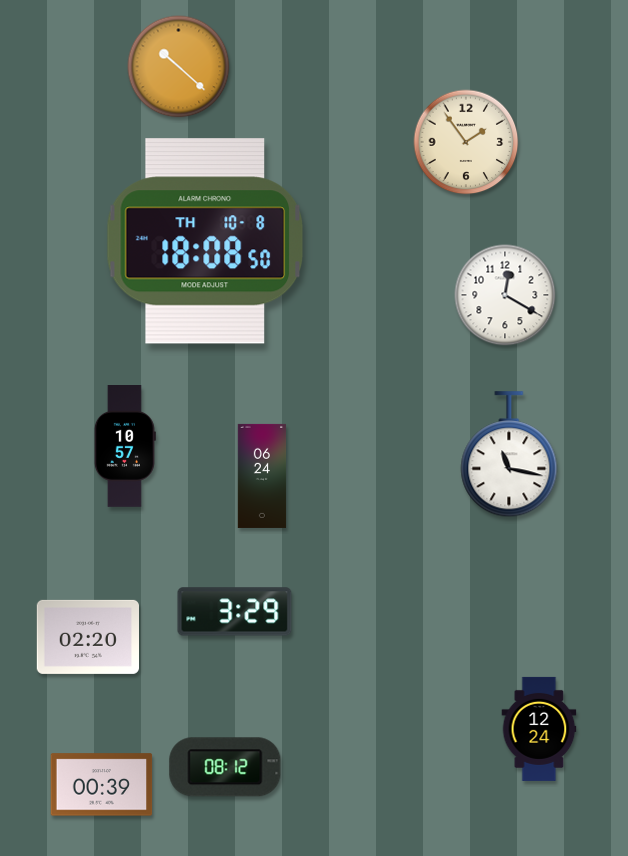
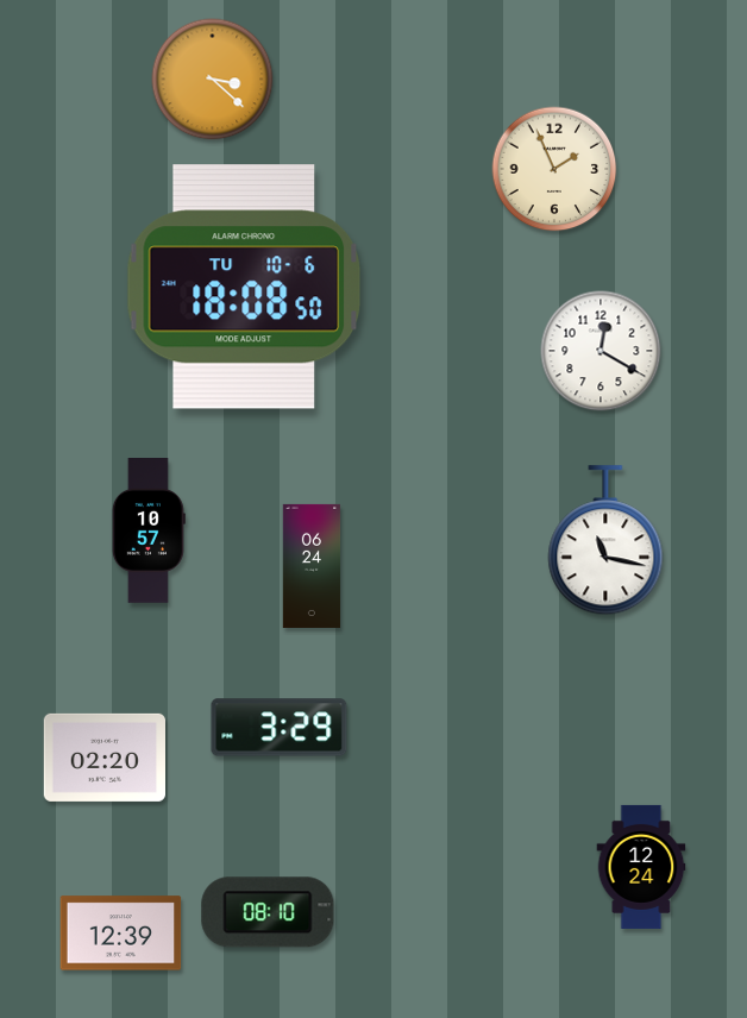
clock at (179, 67): 10:22 -> 3:22
clock at (466, 142): 1:54 -> 1:56
clock at (205, 241) date: TH 10-8 -> TU 10-6
clock at (225, 767): 08:12 -> 08:10
clock at (102, 785): 00:39 -> 12:39
